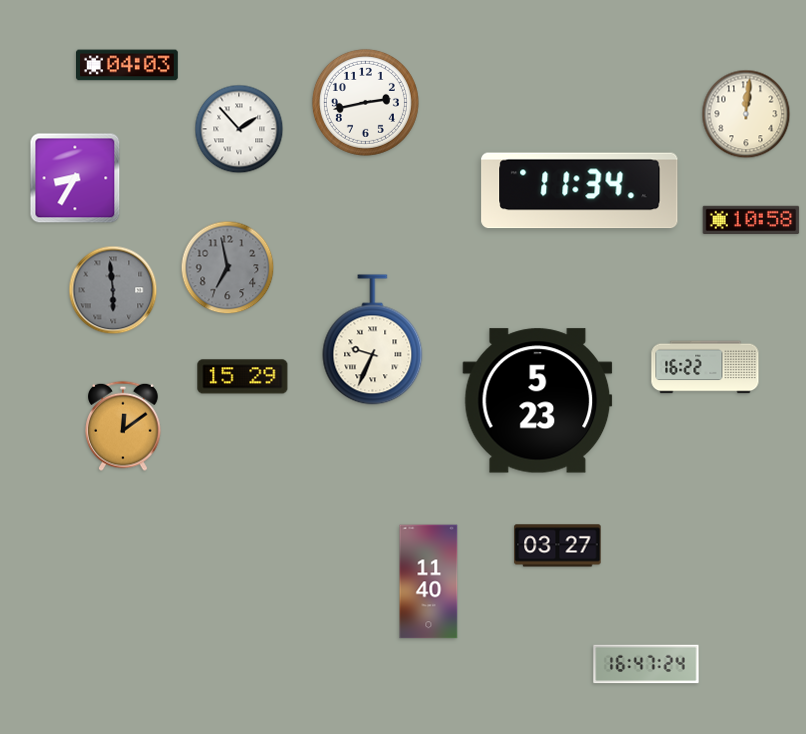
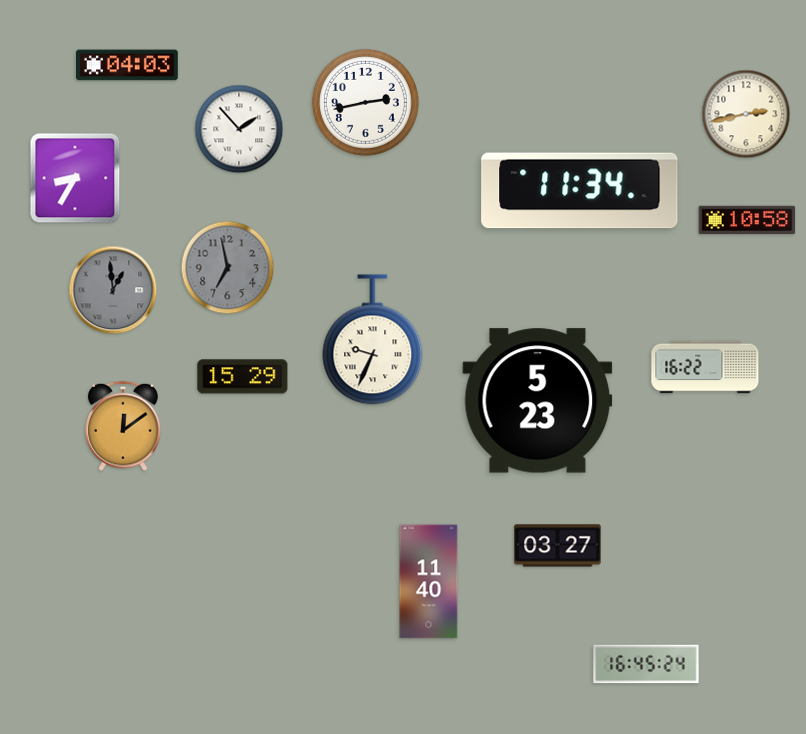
clock at (746, 114): 12:01 -> 2:43
clock at (751, 220) position: (751, 220) -> (747, 220)
clock at (113, 290): 5:59 -> 12:59
clock at (646, 664): 16:47 -> 16:45
